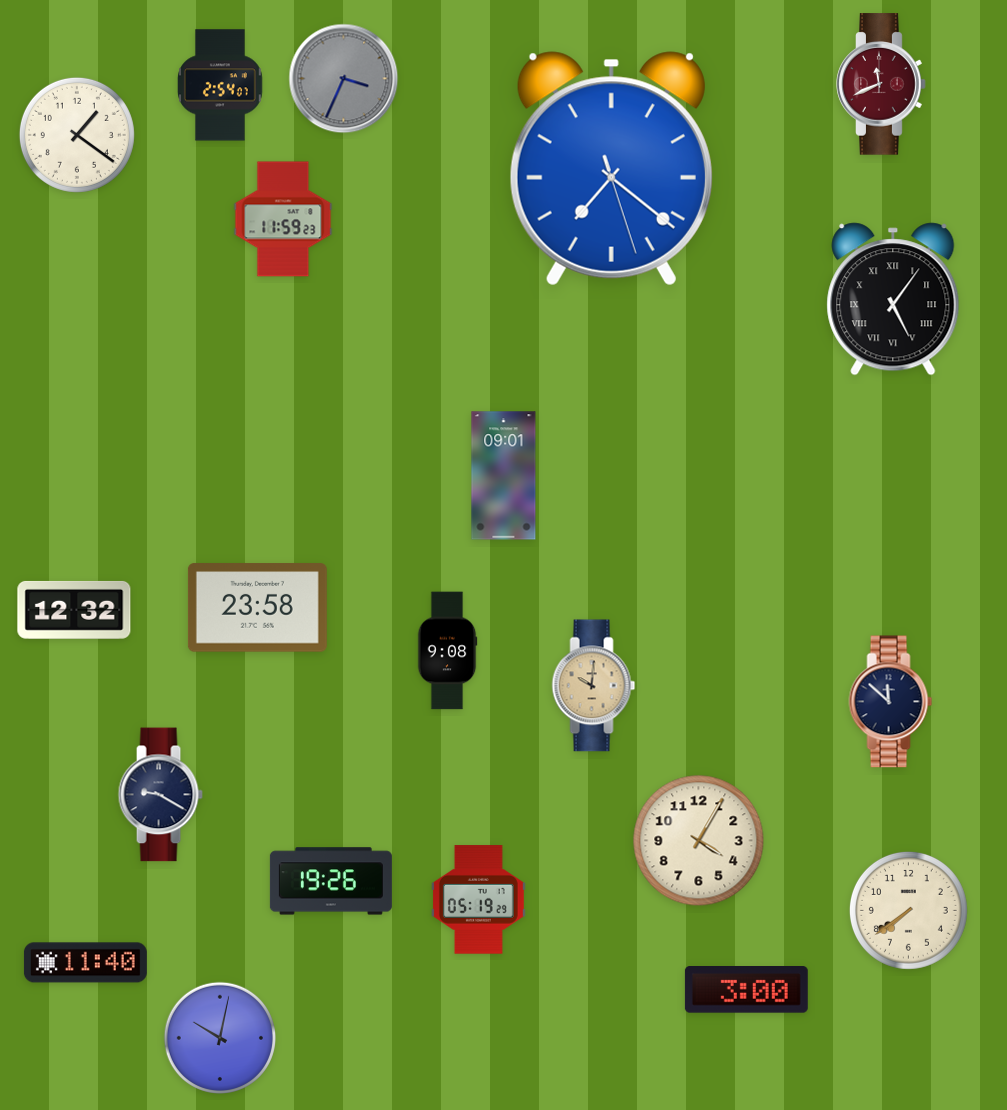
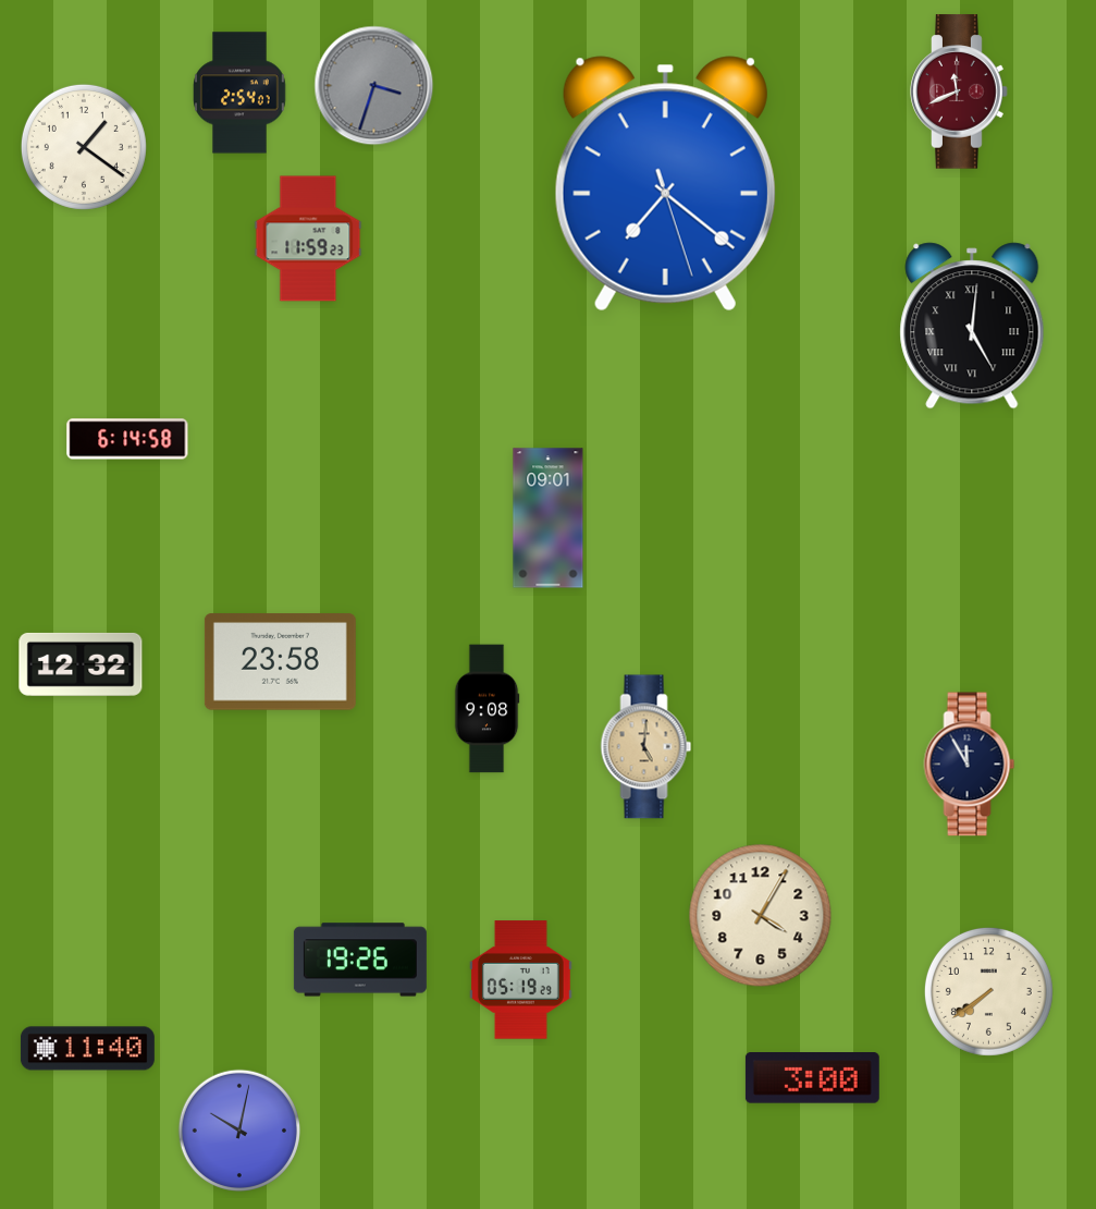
clock at (344, 79): 3:34 -> 3:33
clock at (893, 299): 5:06 -> 5:01
clock at (127, 439): none -> 6:14
clock at (594, 686): 10:01 -> 5:01
clock at (891, 702): 11:52 -> 11:55
clock at (160, 795): 9:20 -> none
clock at (85, 963) position: (85, 963) -> (87, 1049)
